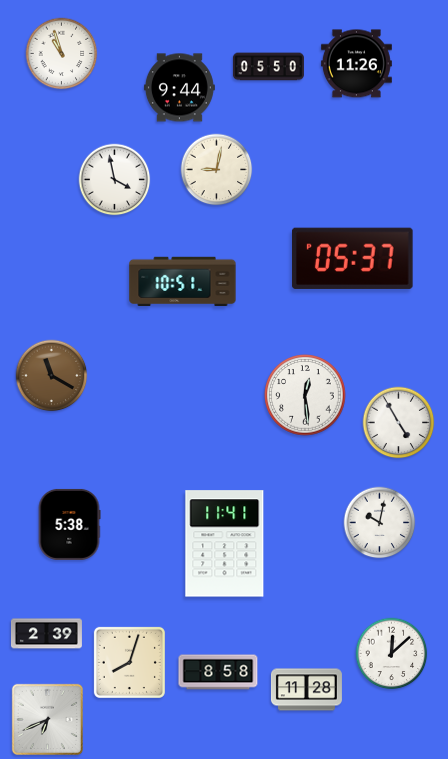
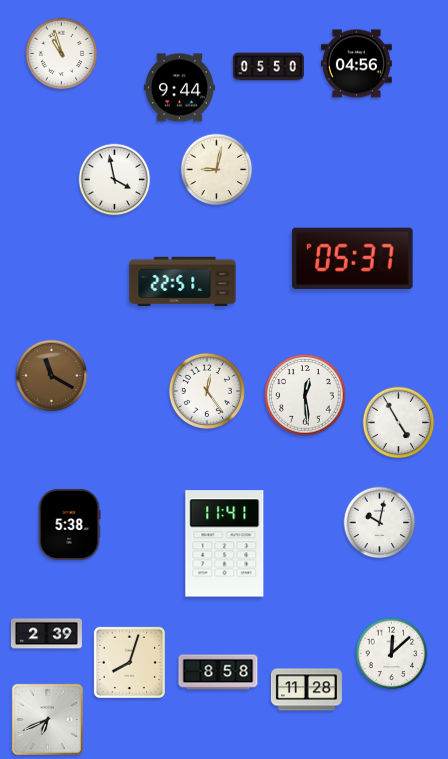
clock at (356, 64): 11:26 -> 04:56
clock at (183, 282): 10:51 -> 22:51
clock at (207, 391): none -> 12:24
